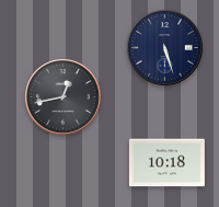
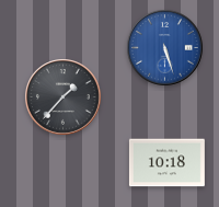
clock at (165, 48) dial: navy -> blue
clock at (64, 97): 12:43 -> 1:37
